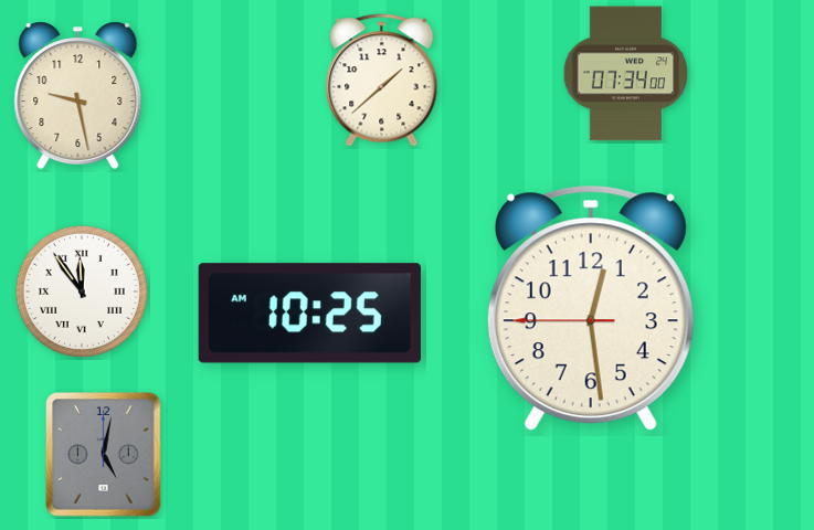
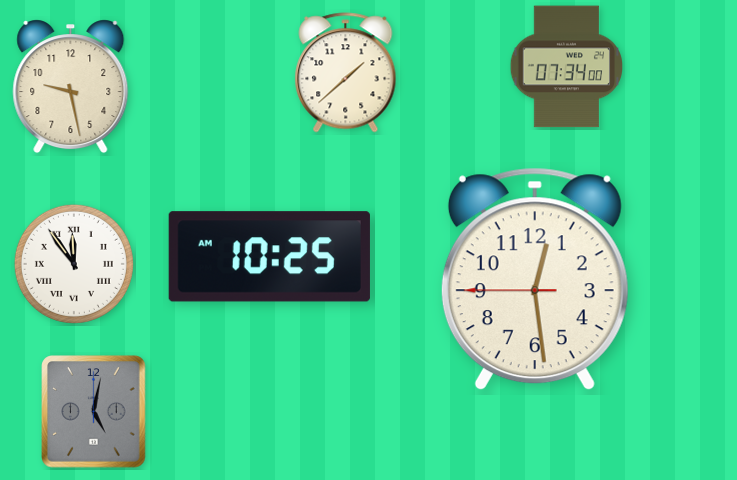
clock at (309, 314) position: (309, 314) -> (269, 257)
